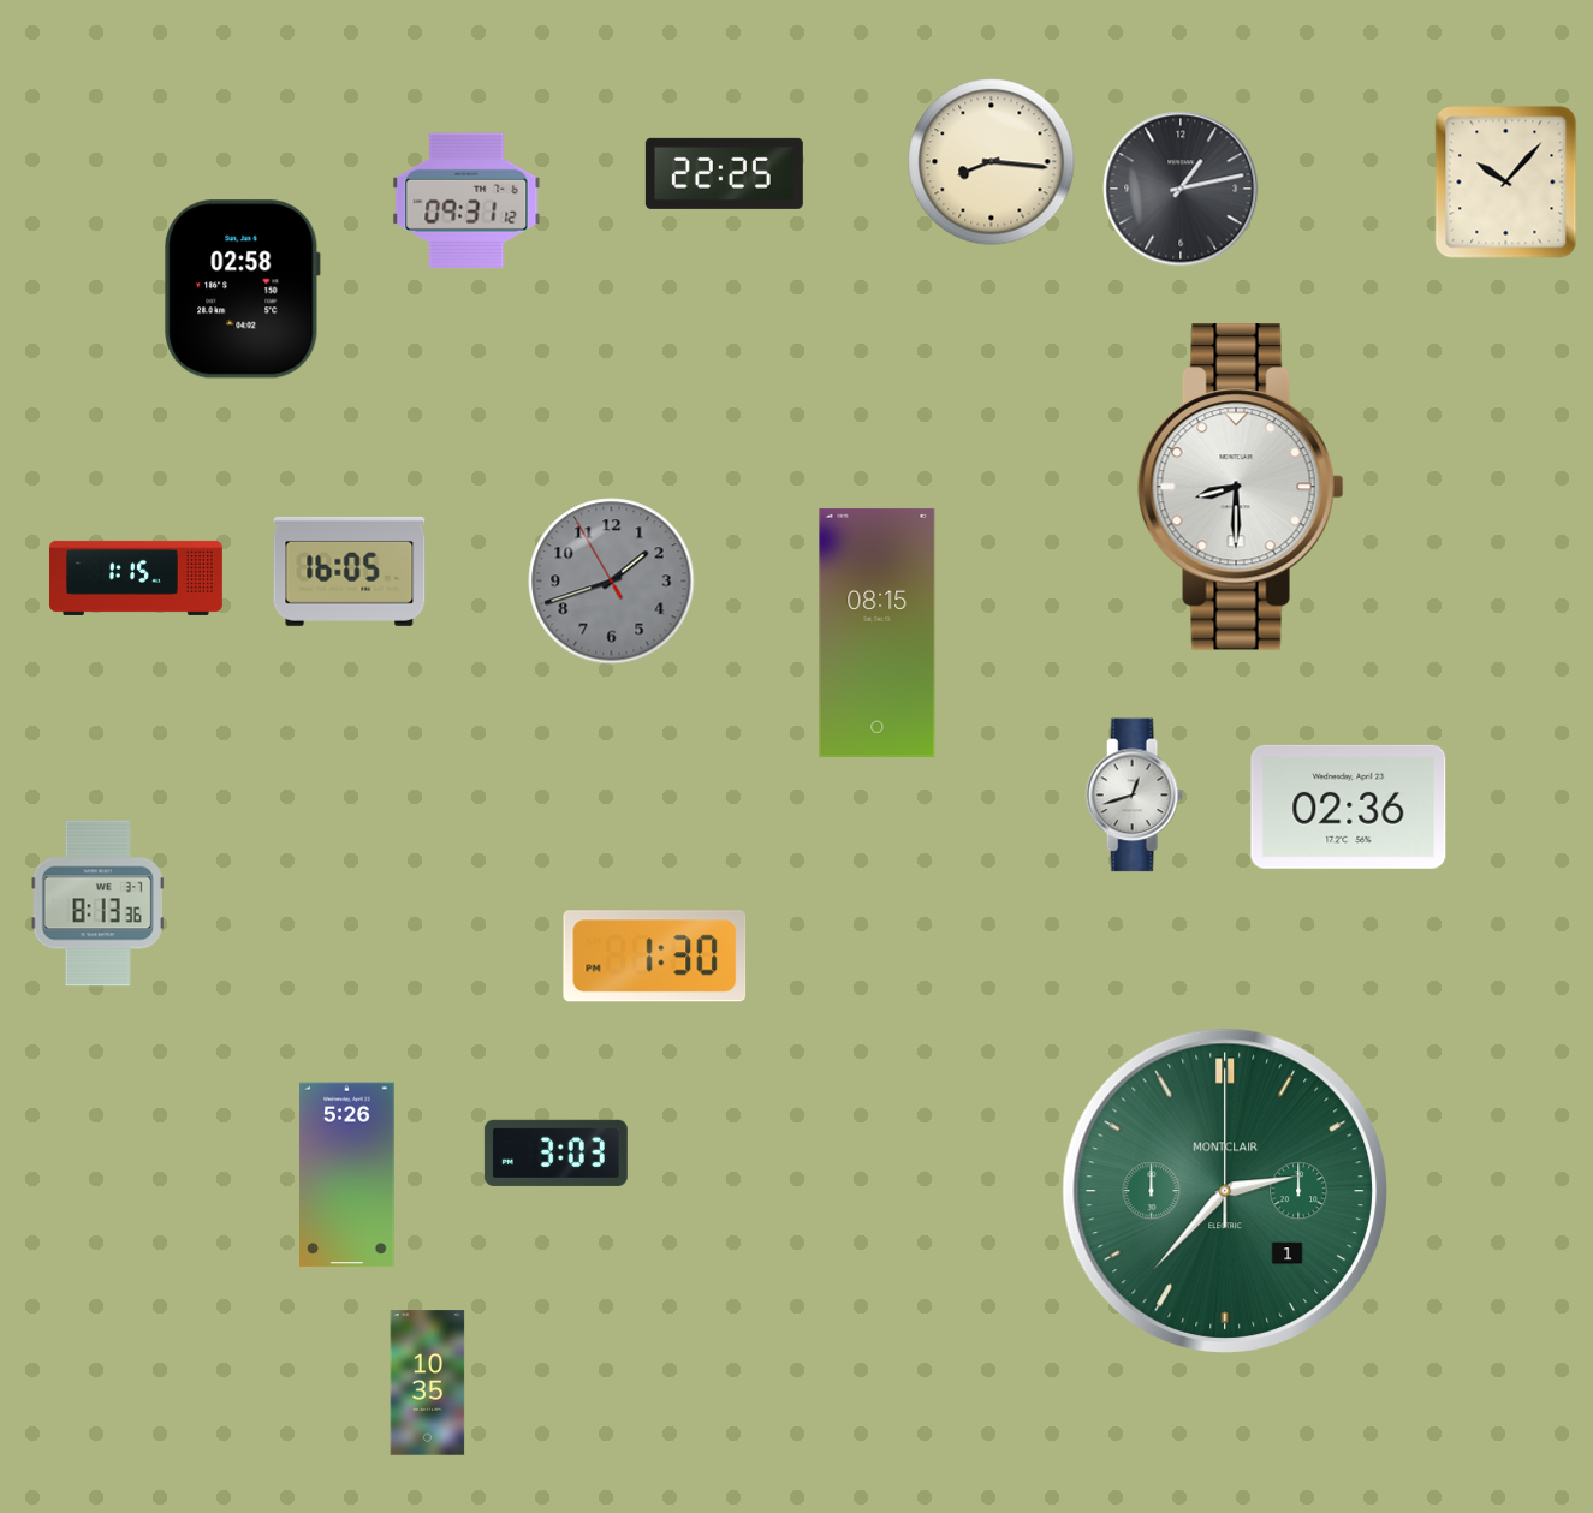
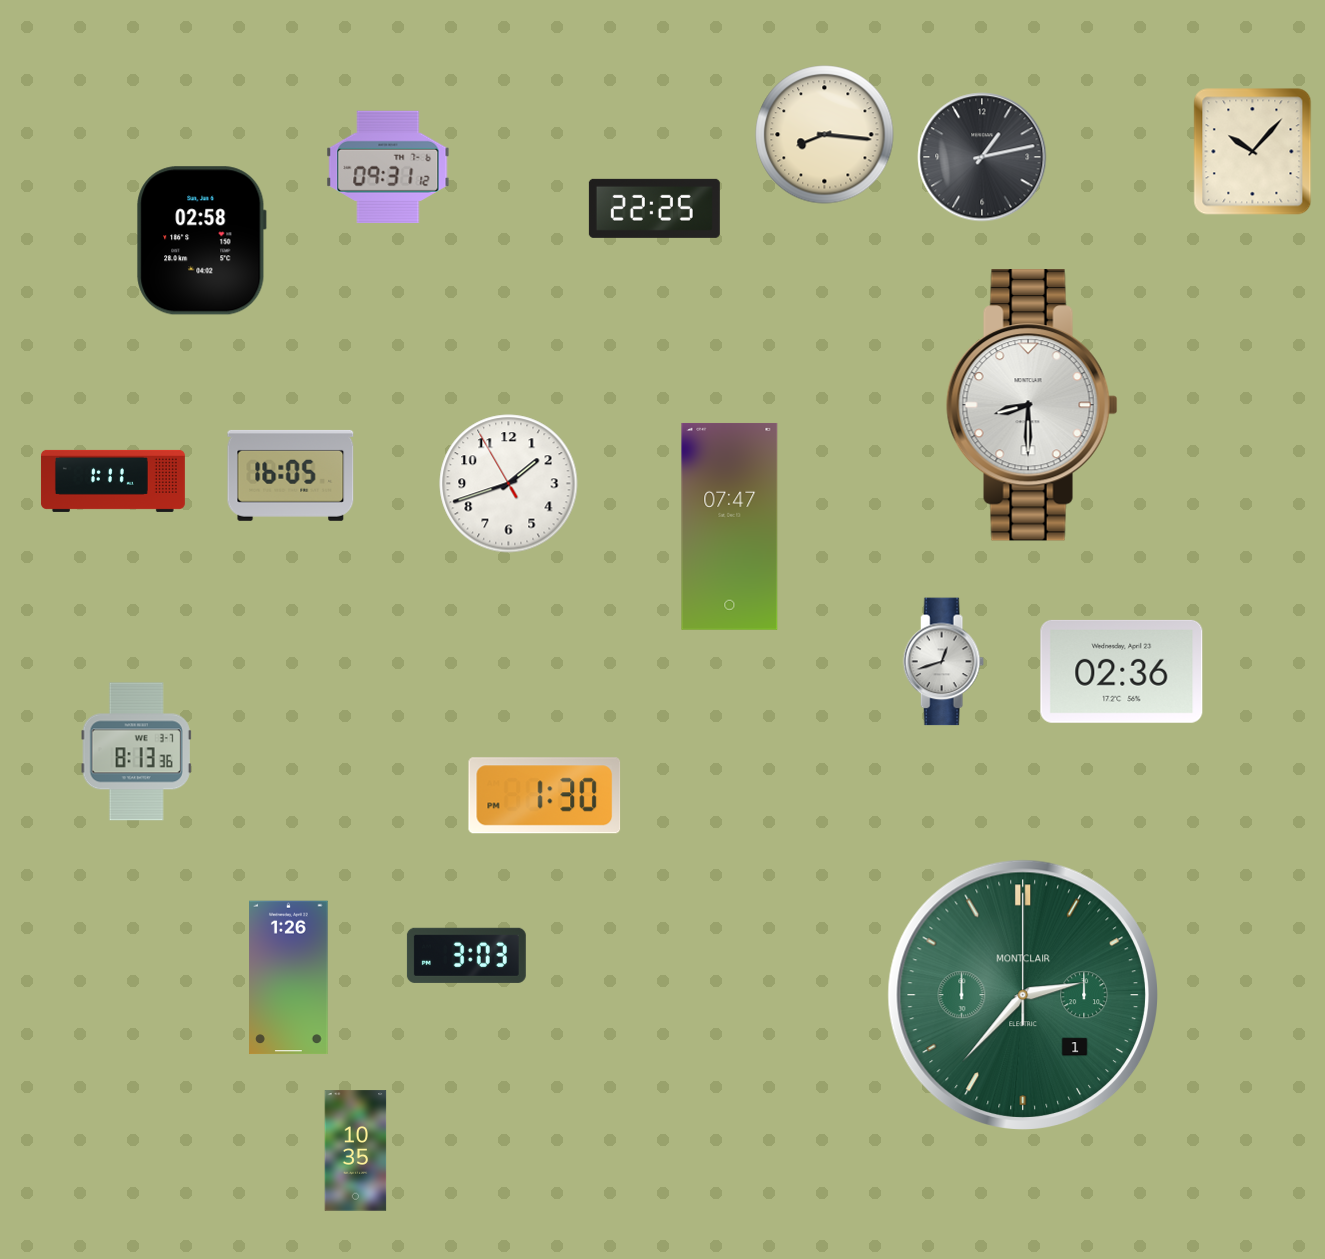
clock at (724, 173) position: (724, 173) -> (654, 208)
clock at (136, 578): 1:15 -> 1:11
clock at (612, 582) dial: grey -> white
clock at (878, 632): 08:15 -> 07:47
clock at (97, 904) position: (97, 904) -> (136, 752)
clock at (555, 1152) position: (555, 1152) -> (466, 955)
clock at (347, 1175): 5:26 -> 1:26
clock at (1225, 1190) position: (1225, 1190) -> (1023, 994)
